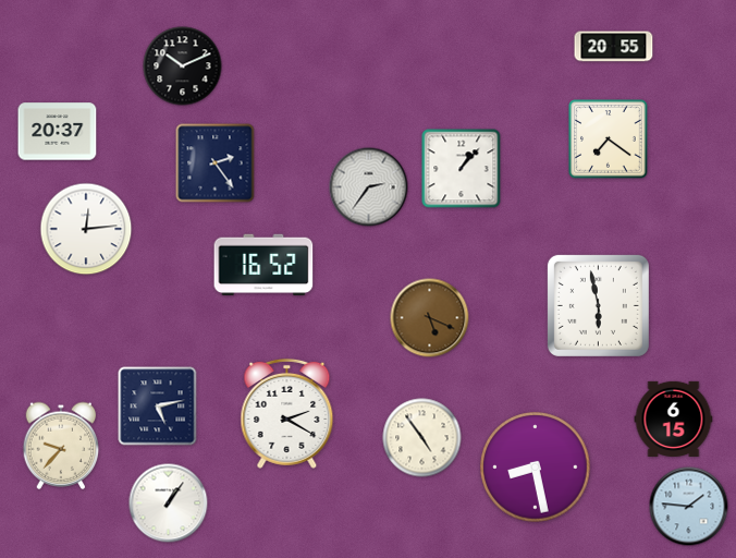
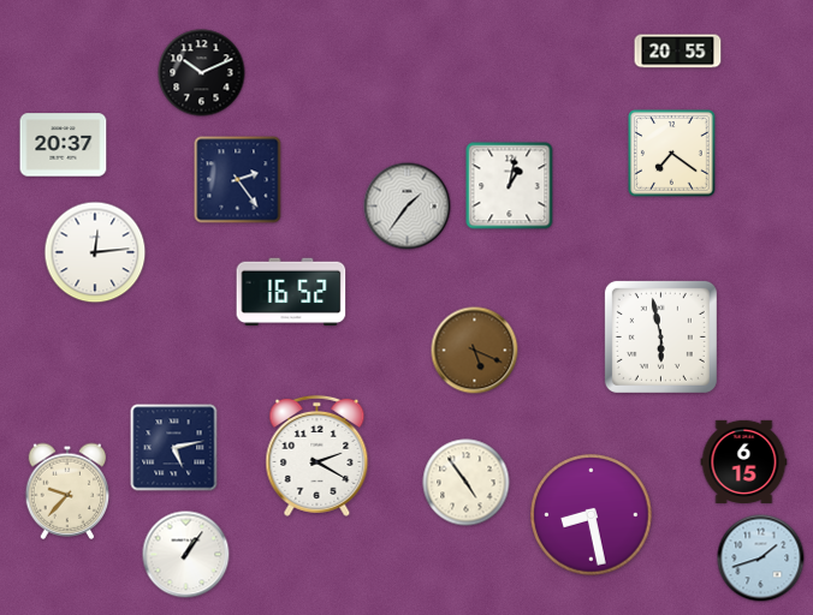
clock at (462, 169): 1:07 -> 1:02
clock at (369, 187): 2:36 -> 1:36
clock at (689, 507): 1:46 -> 1:42
